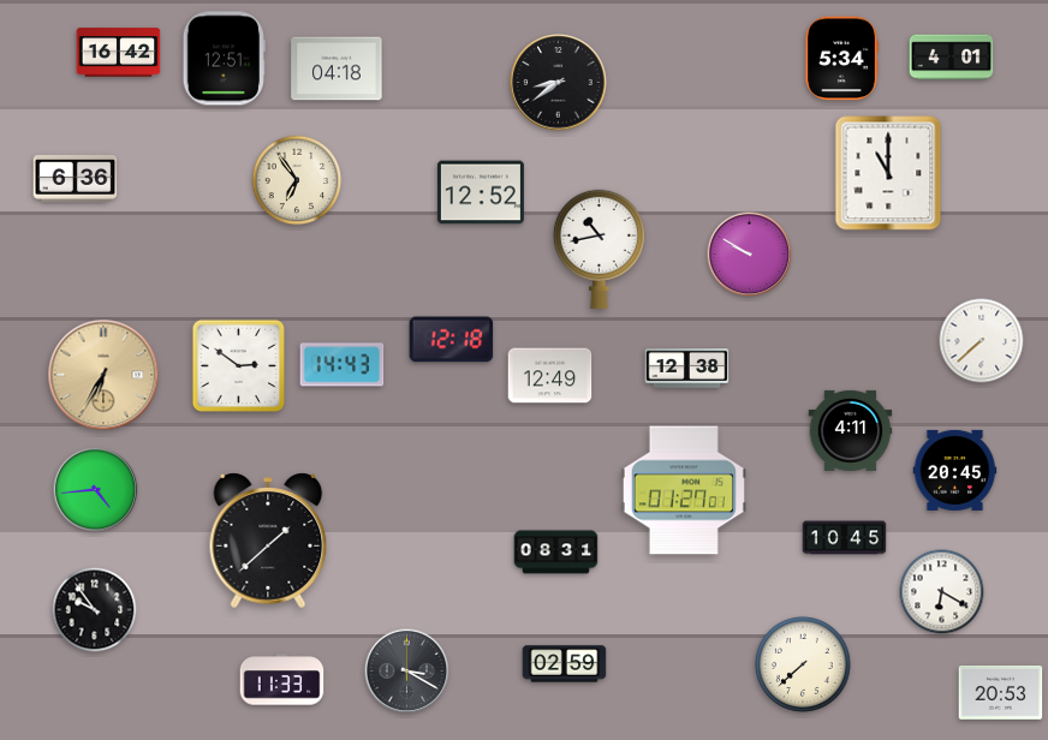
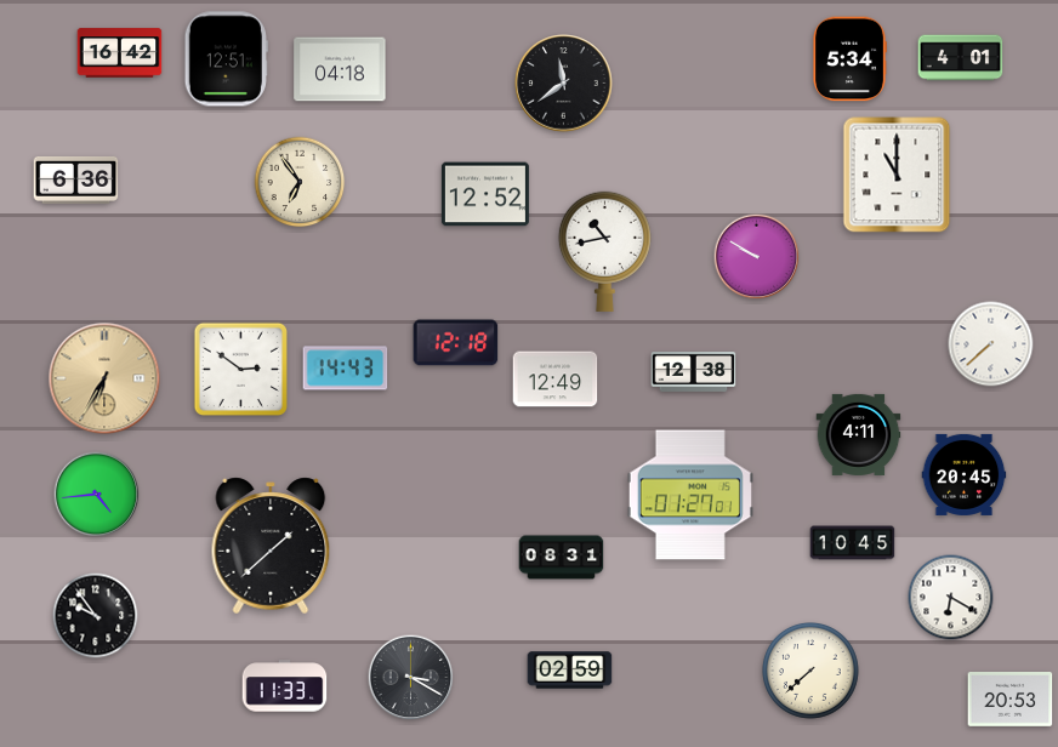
clock at (559, 83): 8:39 -> 11:39
